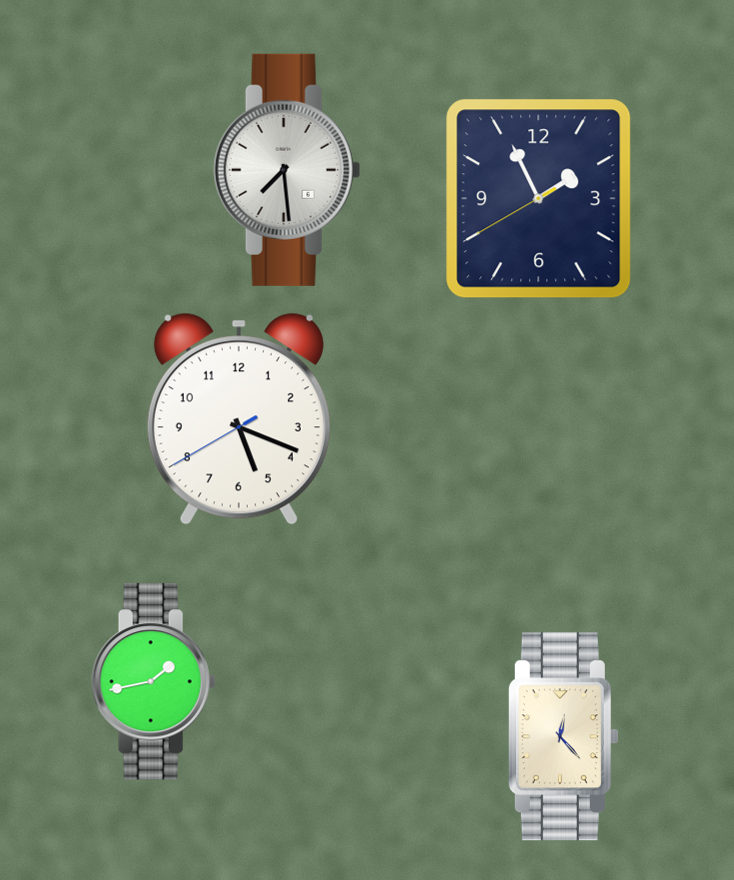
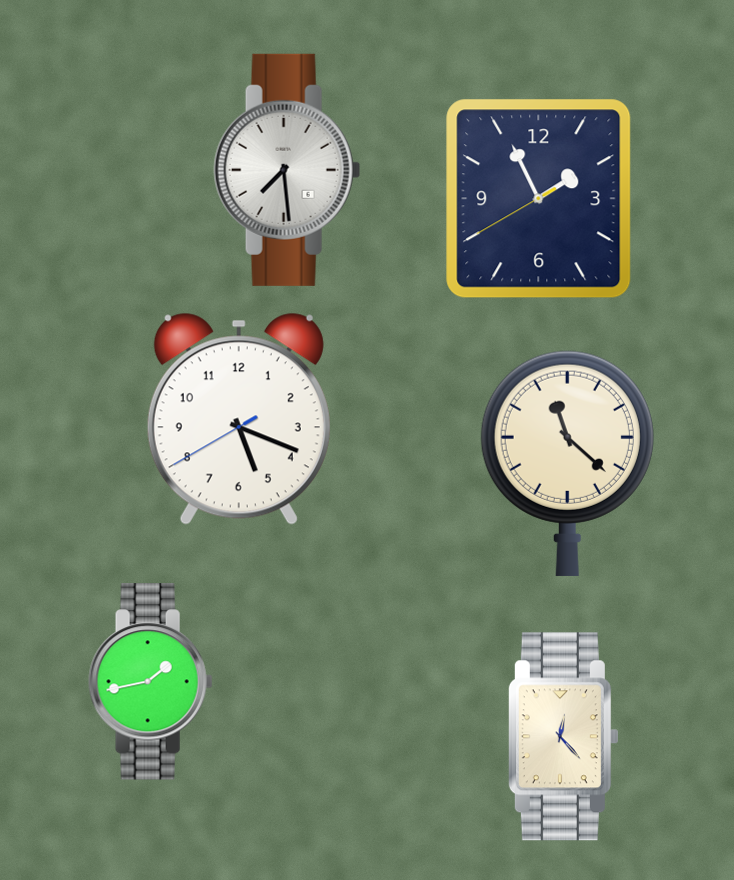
clock at (567, 463): none -> 11:22
clock at (154, 682) position: (154, 682) -> (151, 682)
